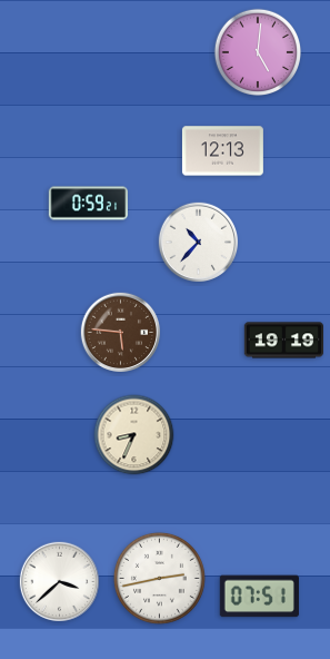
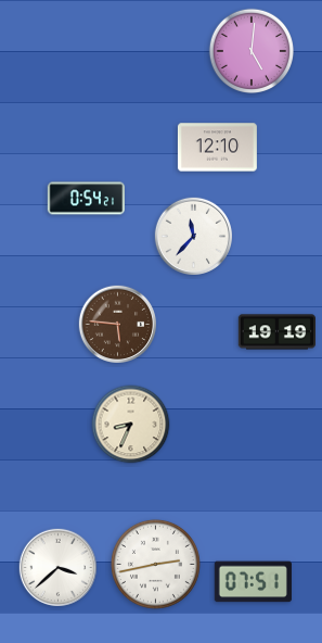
clock at (222, 151): 12:13 -> 12:10
clock at (88, 204): 0:59 -> 0:54
clock at (198, 242): 10:37 -> 11:37
